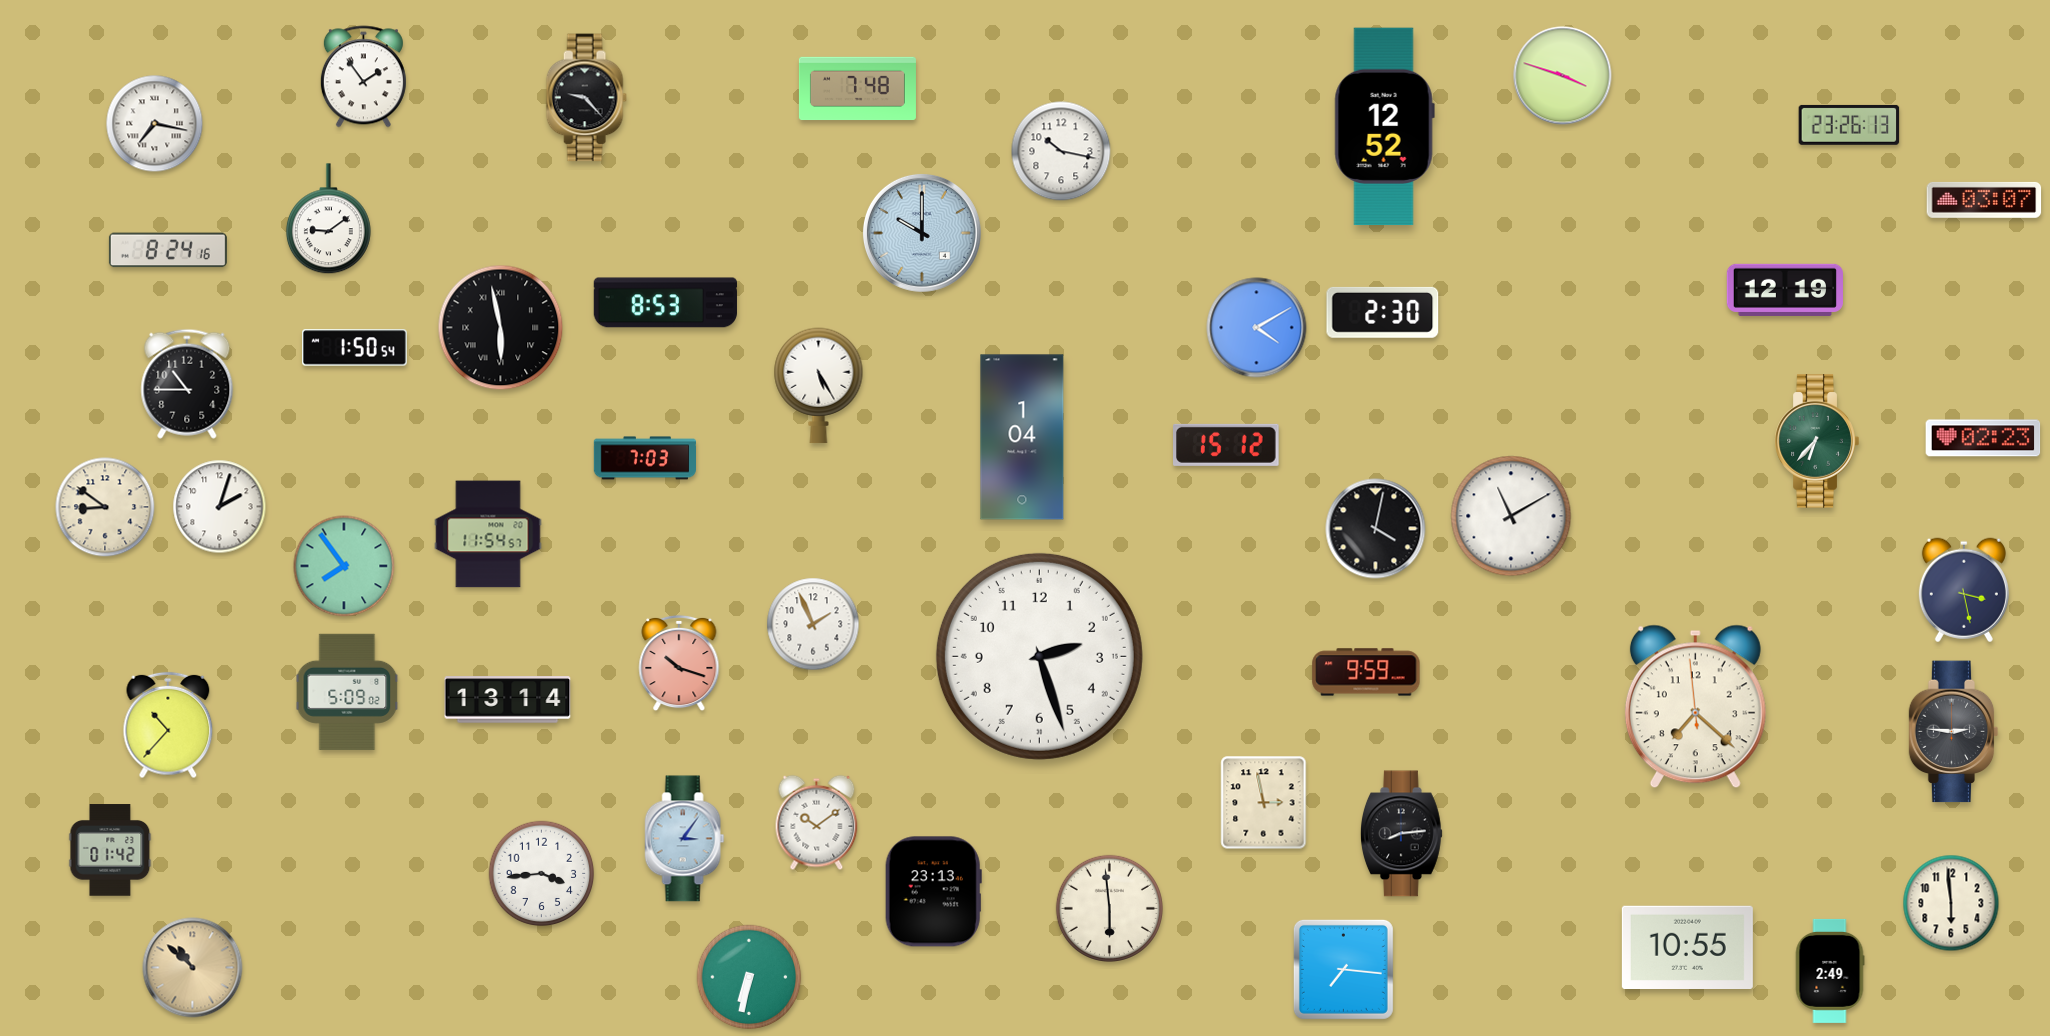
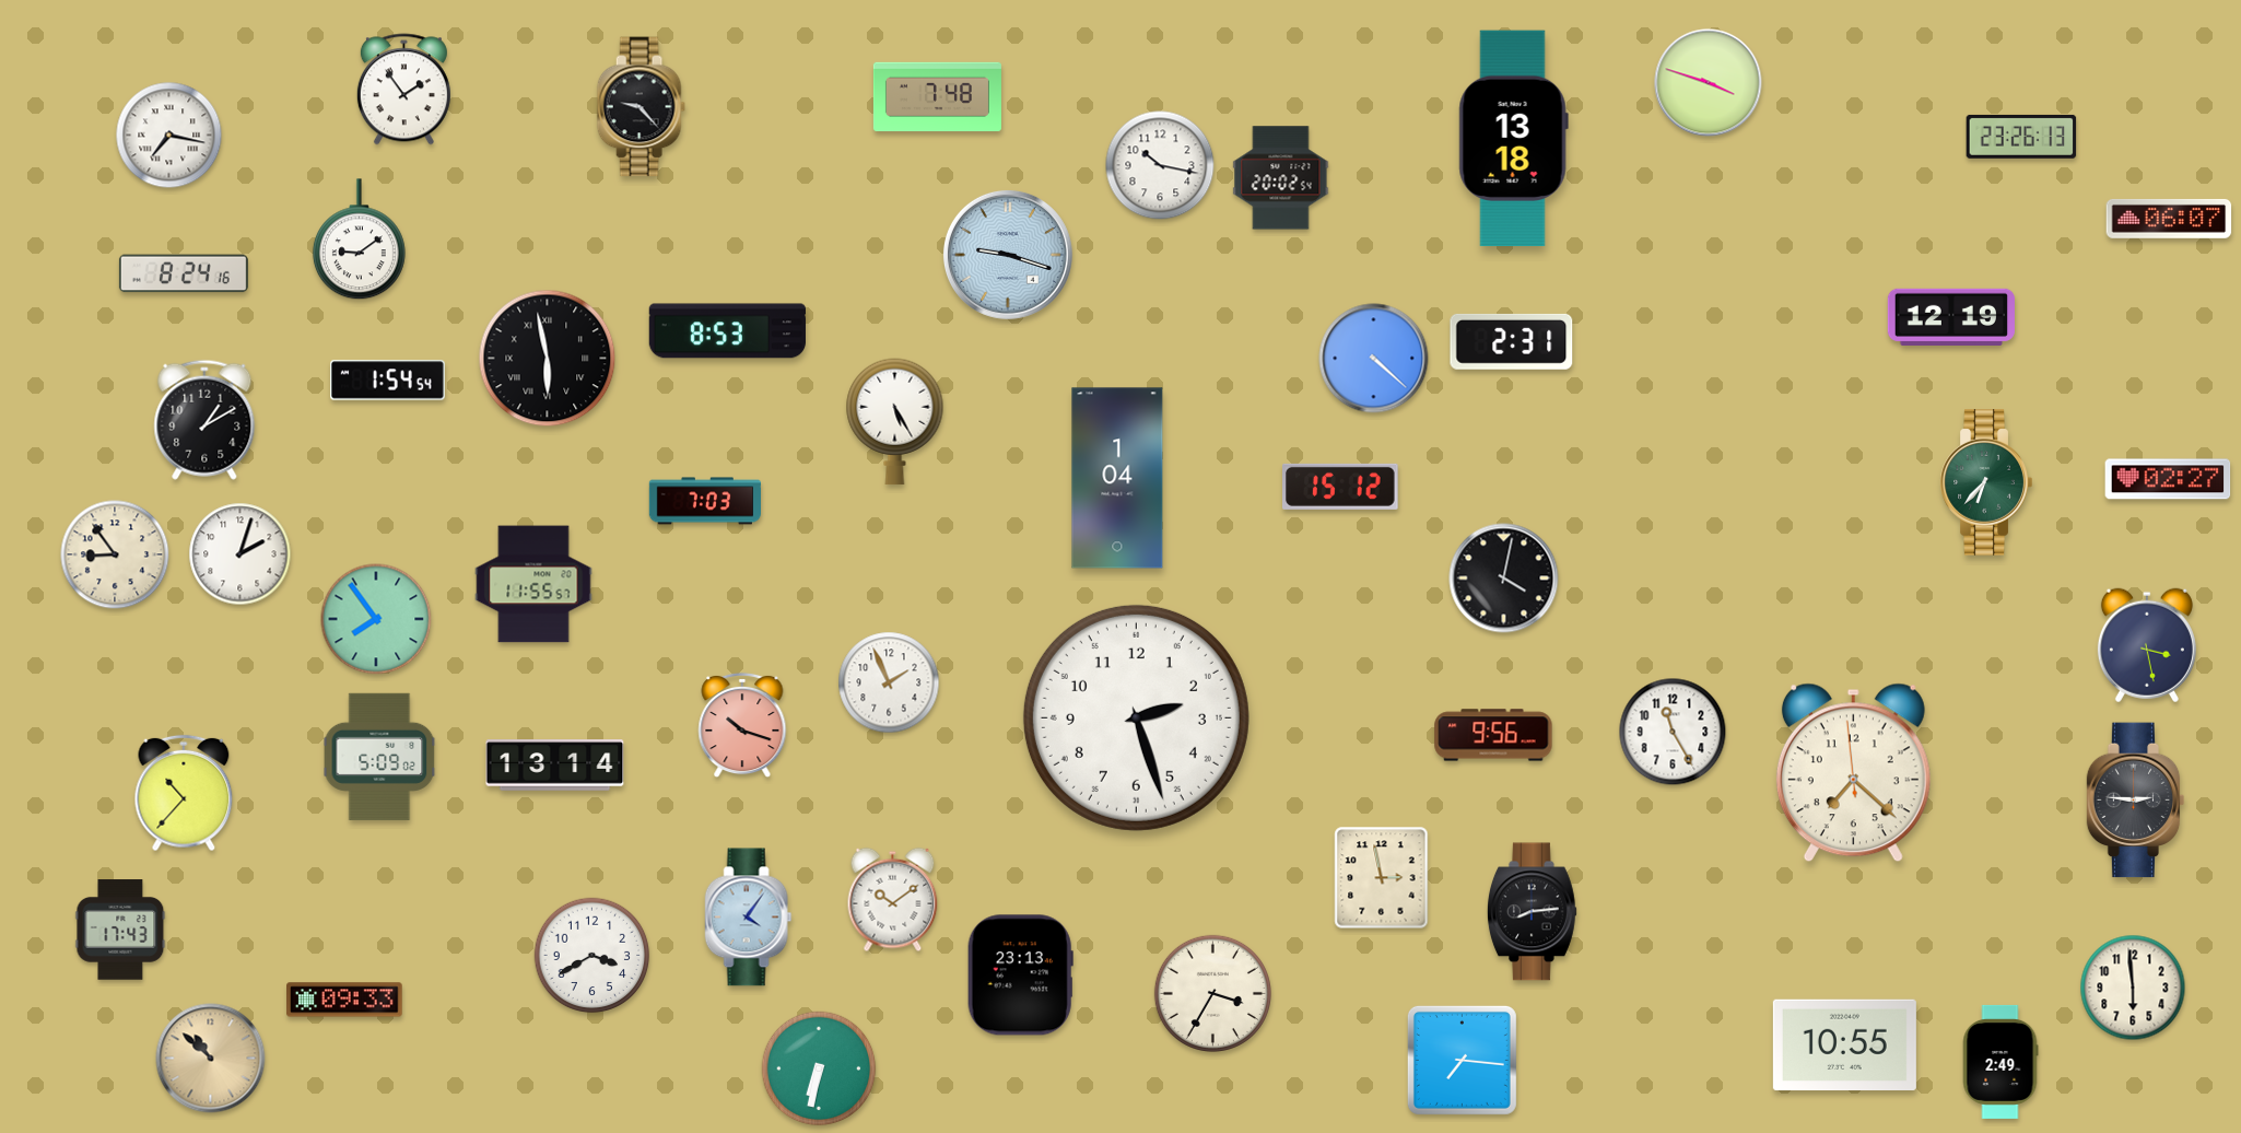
clock at (363, 77) position: (363, 77) -> (403, 90)
clock at (1384, 127): 12:52 -> 13:18
clock at (1281, 178): none -> 20:02
clock at (1984, 200): 03:07 -> 06:07
clock at (922, 233): 10:00 -> 9:18
clock at (1383, 312): 2:30 -> 2:31
clock at (1257, 328): 4:10 -> 4:22
clock at (355, 348): 1:50 -> 1:54
clock at (187, 384): 10:45 -> 1:10
clock at (1983, 438): 02:23 -> 02:27
clock at (105, 507): 8:51 -> 8:54
clock at (1511, 516): 11:10 -> none
clock at (488, 534): 11:54 -> 11:55
clock at (1673, 732): none -> 11:25
clock at (1366, 672): 9:59 -> 9:56
clock at (685, 839): 3:06 -> 4:06
clock at (110, 850): 01:42 -> 17:43
clock at (542, 874): 3:44 -> 3:40
clock at (1109, 908): 5:59 -> 3:35
clock at (344, 1000): none -> 09:33
clock at (1687, 947) position: (1687, 947) -> (1844, 1044)
clock at (1343, 969) position: (1343, 969) -> (1462, 1060)
